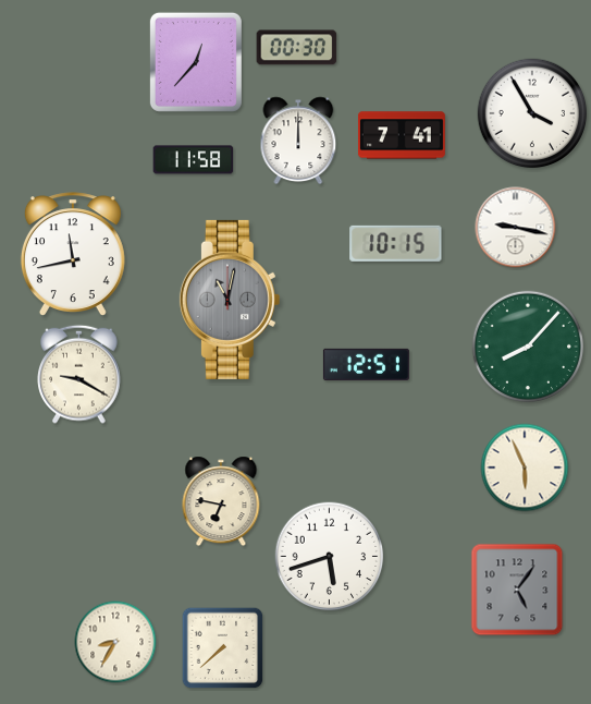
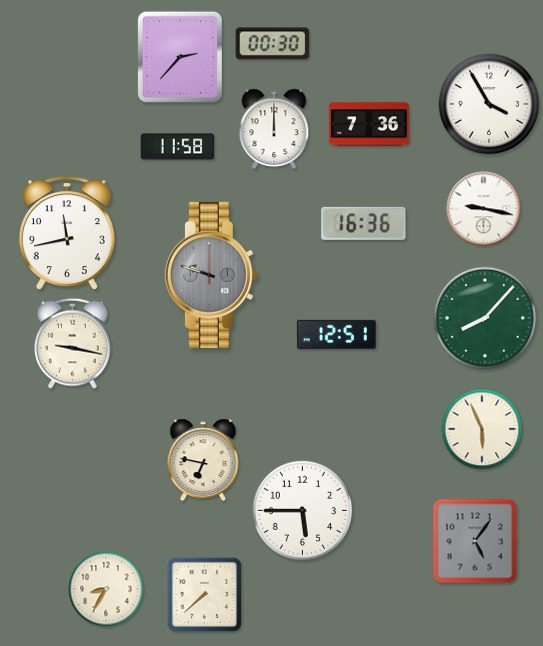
clock at (196, 62): 12:37 -> 2:37
clock at (402, 135): 7:41 -> 7:36
clock at (516, 228) position: (516, 228) -> (484, 209)
clock at (396, 243): 10:15 -> 16:36
clock at (230, 300): 11:02 -> 9:48
clock at (79, 374): 9:20 -> 9:17
clock at (330, 557): 5:42 -> 5:45
